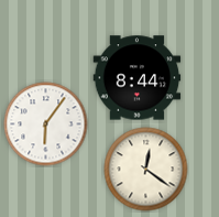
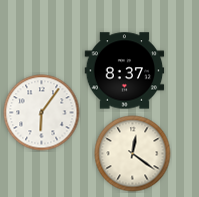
clock at (138, 78): 8:44 -> 8:37
